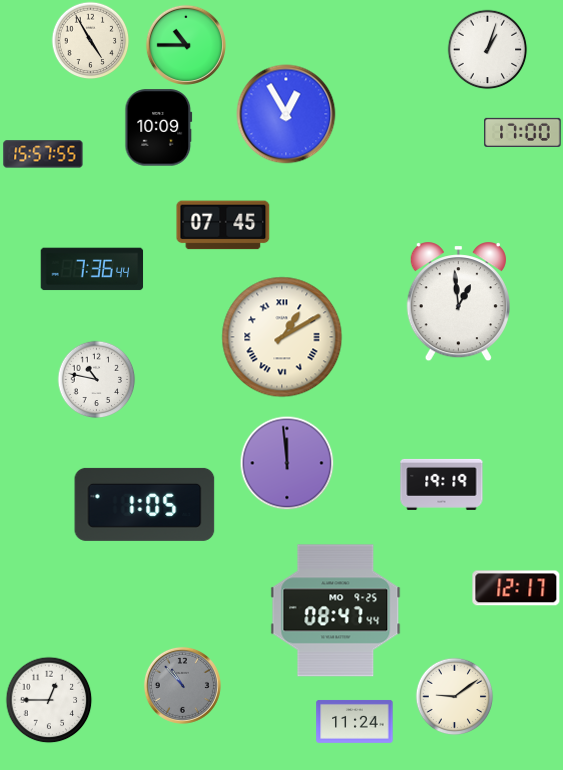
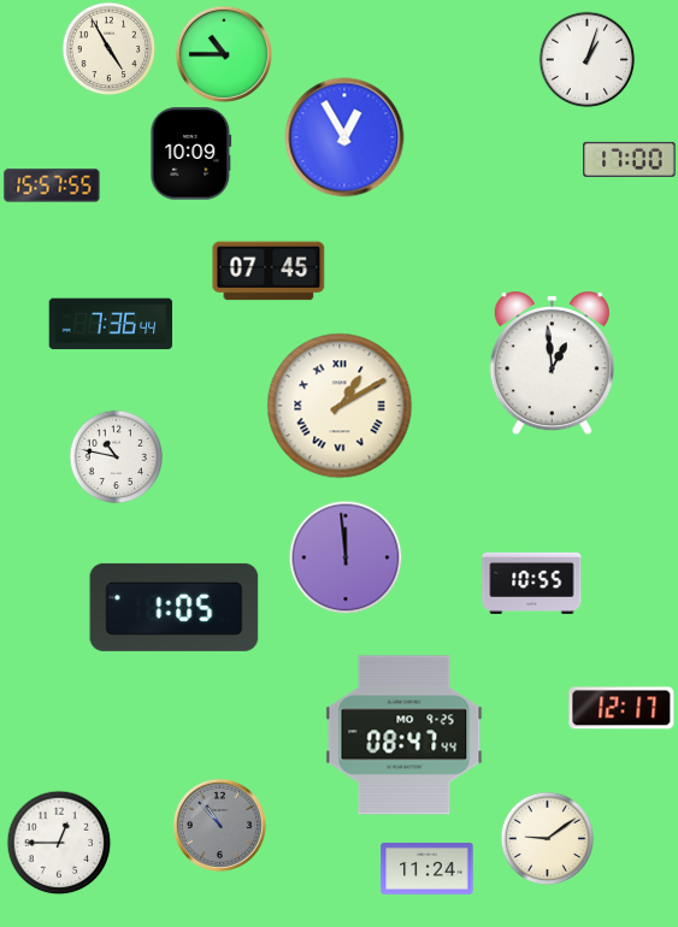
clock at (442, 484): 19:19 -> 10:55
